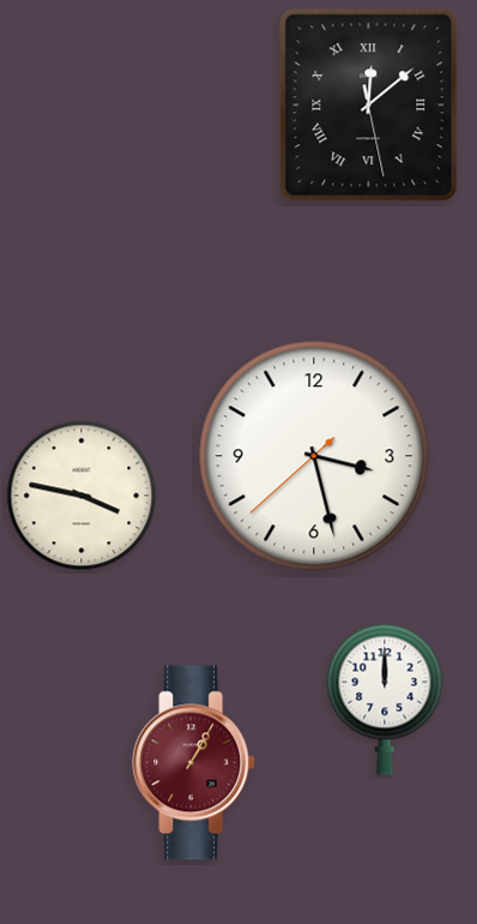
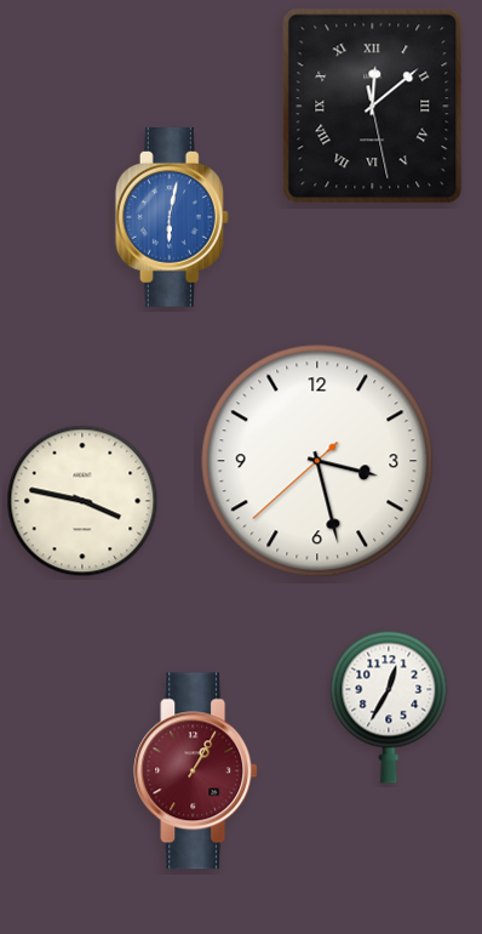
clock at (172, 218): none -> 6:02
clock at (385, 700): 12:00 -> 12:35
